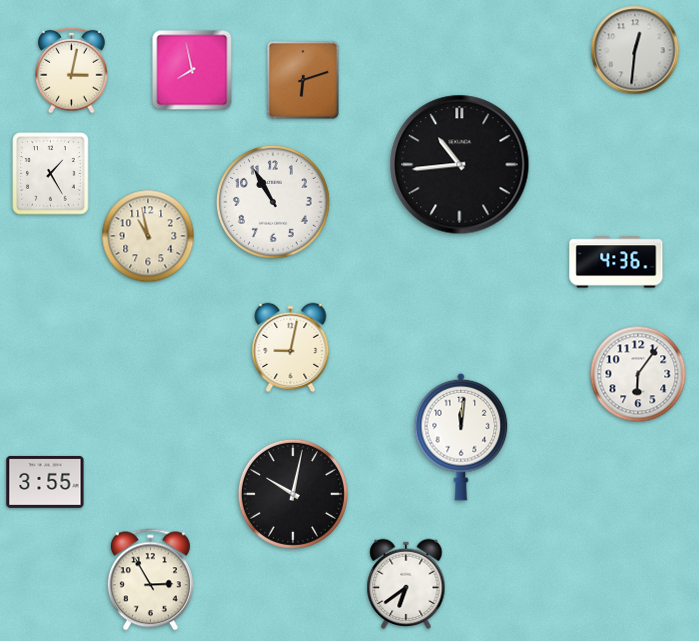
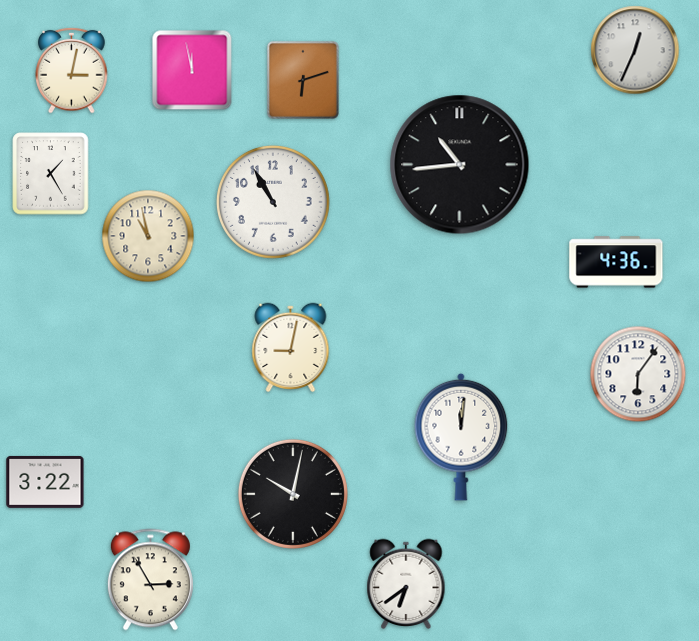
clock at (635, 50): 12:31 -> 12:34
clock at (192, 70): 7:58 -> 11:58
clock at (45, 482): 3:55 -> 3:22
